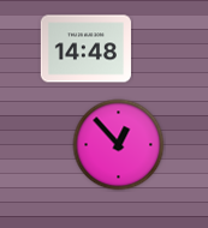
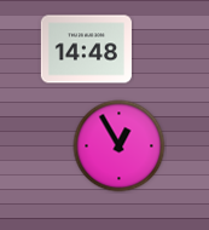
clock at (119, 145): 12:53 -> 12:55
